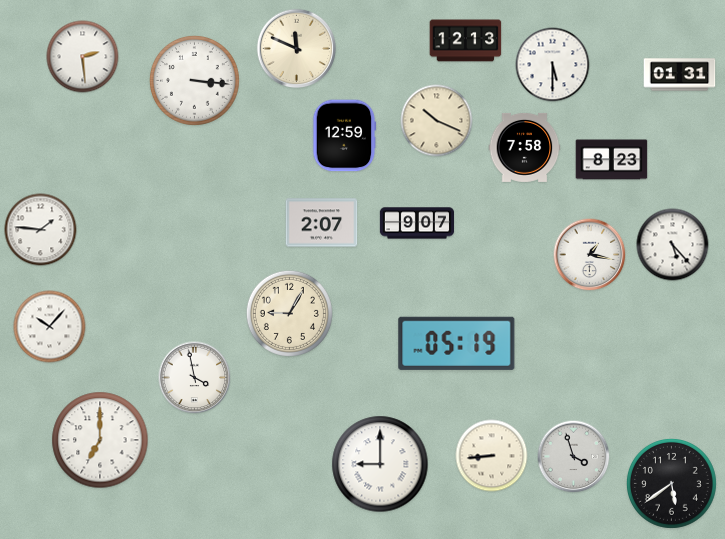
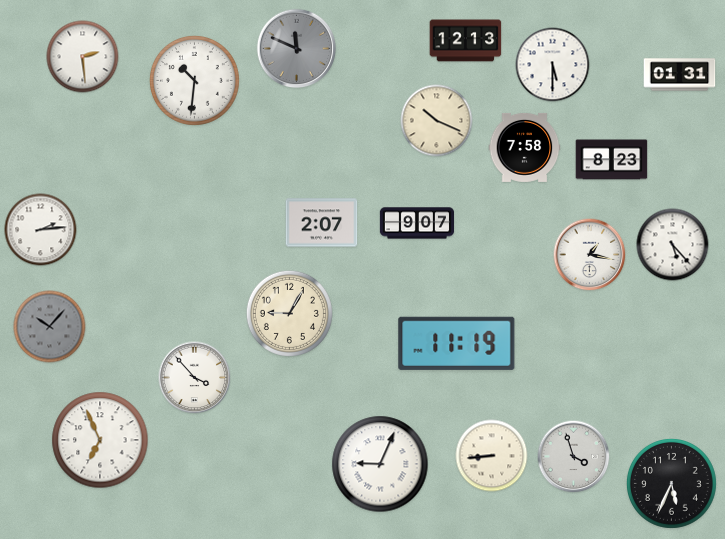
clock at (297, 49) dial: cream -> grey
clock at (194, 80): 3:16 -> 10:31
clock at (344, 136): 12:59 -> none
clock at (41, 230): 1:46 -> 2:14
clock at (50, 327) dial: white -> grey
clock at (457, 343): 05:19 -> 11:19
clock at (195, 378): 3:58 -> 3:53
clock at (100, 440): 7:00 -> 6:56
clock at (380, 464): 9:00 -> 9:04
clock at (671, 483): 5:39 -> 5:34
